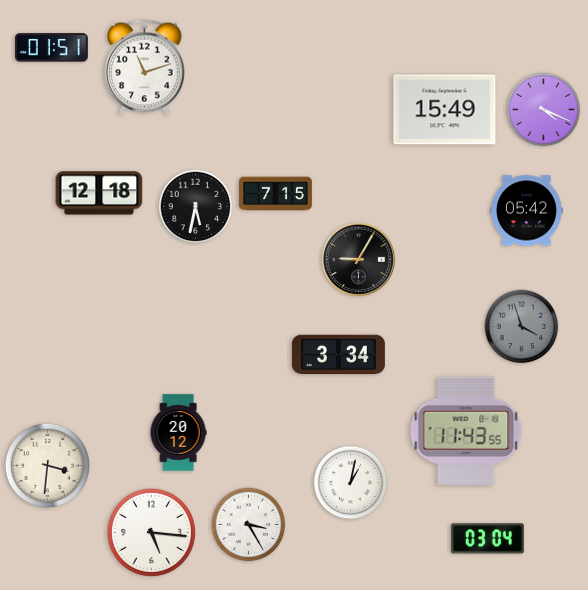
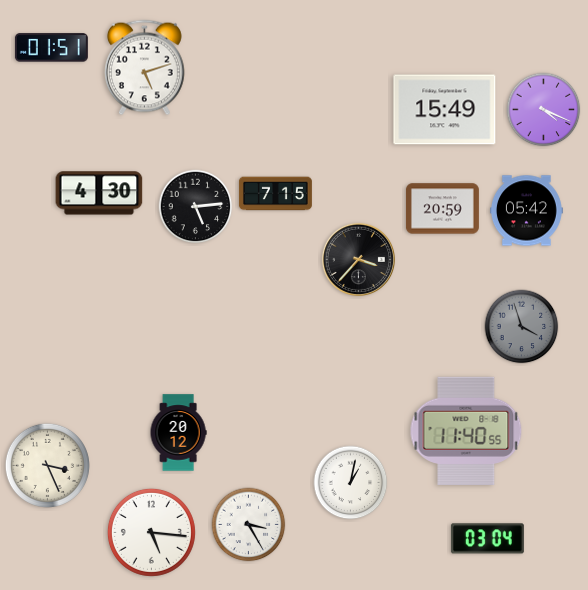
clock at (144, 68): 11:12 -> 5:12
clock at (99, 193): 12:18 -> 4:30
clock at (196, 207): 5:32 -> 5:14
clock at (442, 209): none -> 20:59
clock at (358, 259): 9:05 -> 3:37
clock at (338, 355): 3:34 -> none
clock at (466, 430): 11:43 -> 11:40
clock at (47, 465): 3:31 -> 3:26
